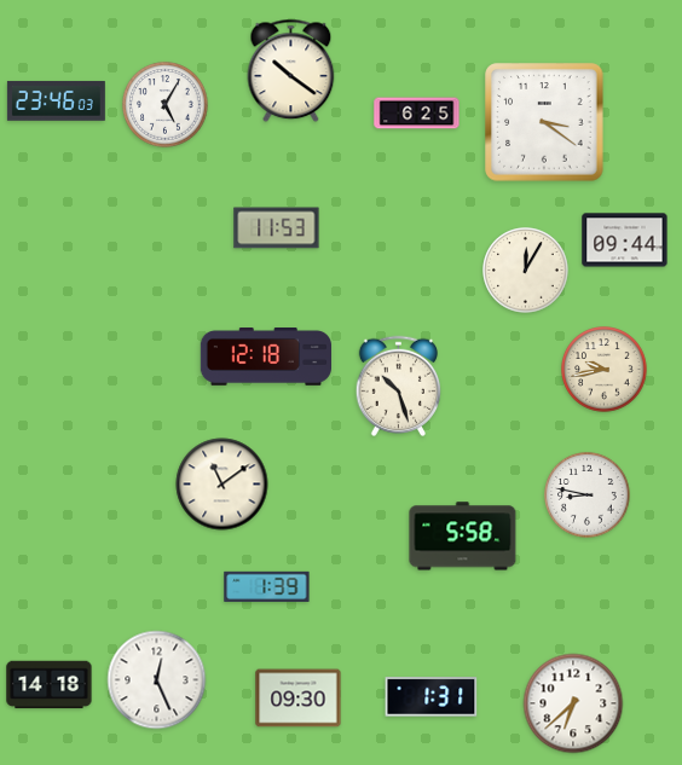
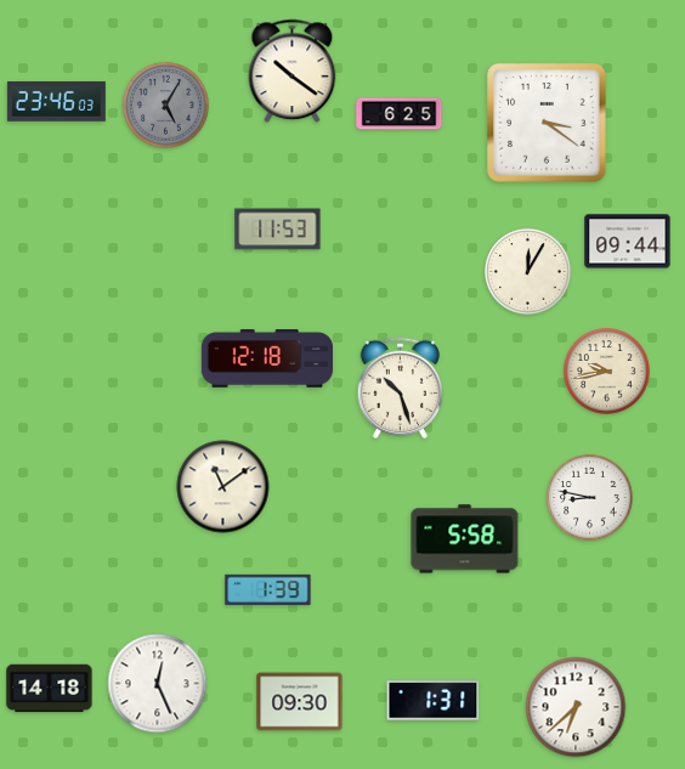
clock at (166, 105) dial: white -> grey
clock at (417, 114) position: (417, 114) -> (400, 114)
